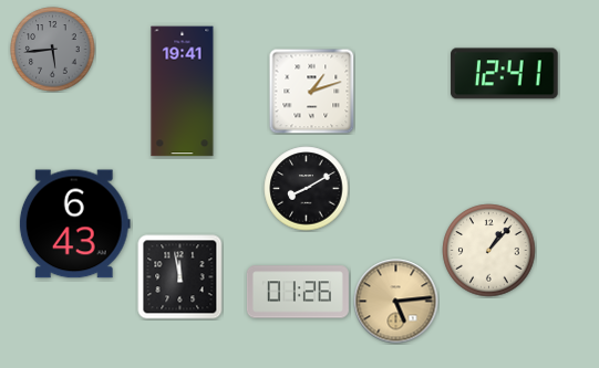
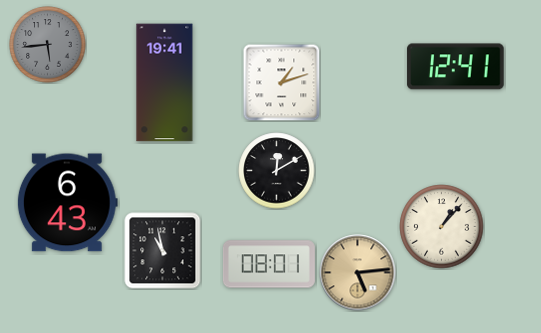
clock at (307, 189): 8:10 -> 12:10
clock at (180, 277): 11:58 -> 10:58
clock at (298, 292): 01:26 -> 08:01
